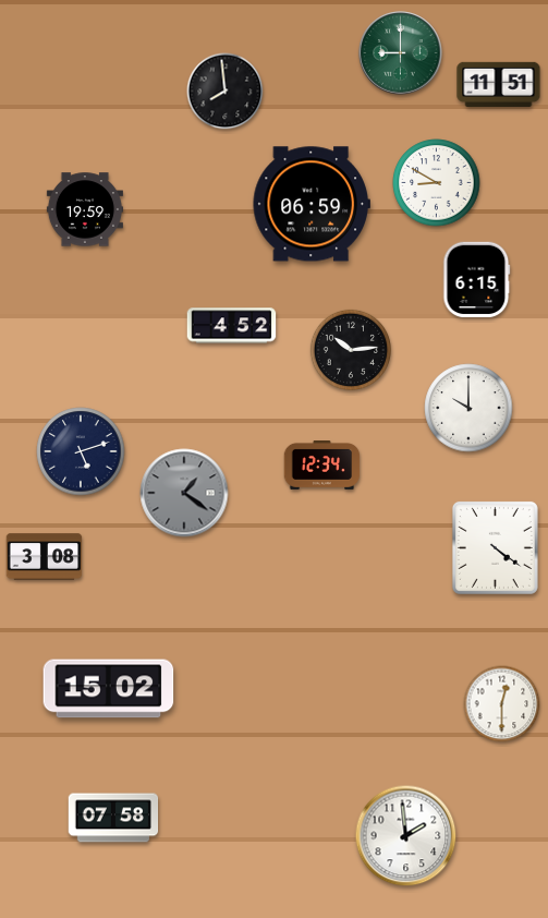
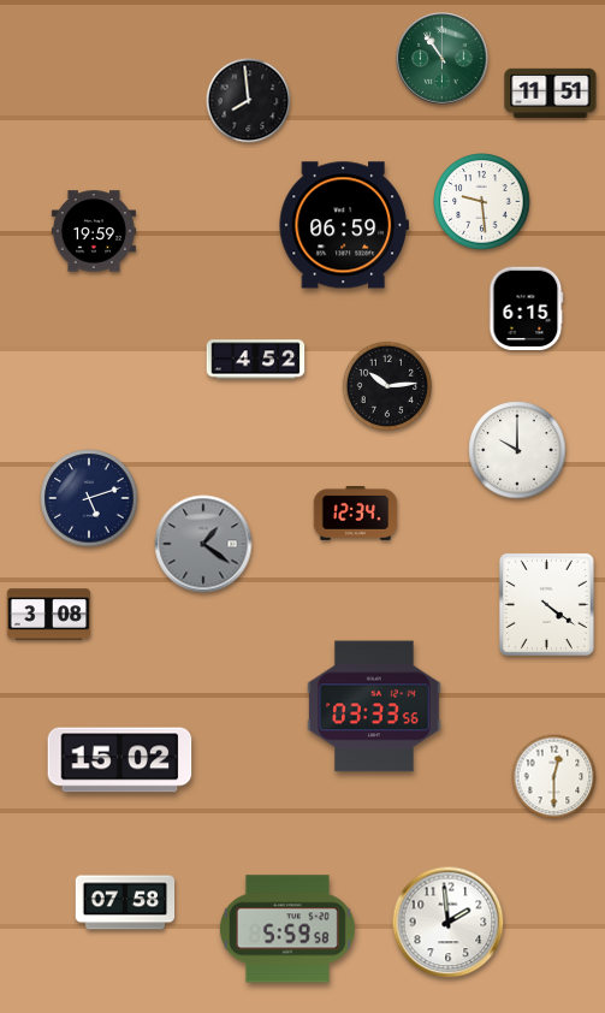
clock at (401, 53): 9:00 -> 10:54
clock at (437, 183): 8:50 -> 9:29
clock at (374, 706): none -> 03:33
clock at (287, 929): none -> 5:59
